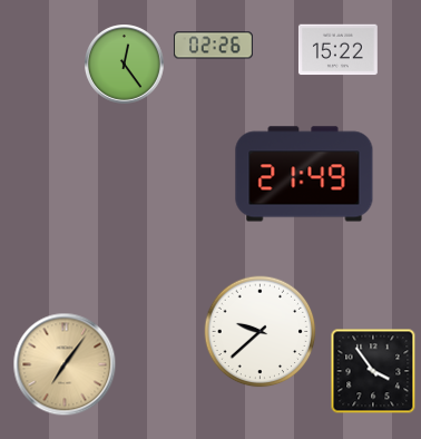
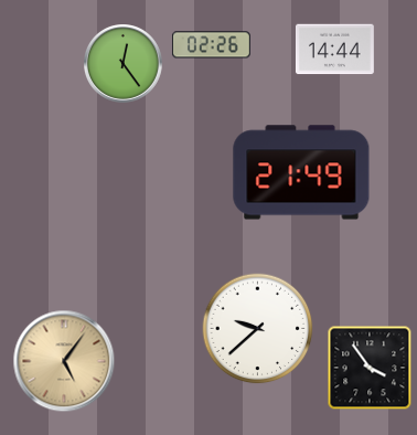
clock at (337, 50): 15:22 -> 14:44
clock at (65, 364): 7:06 -> 5:06
